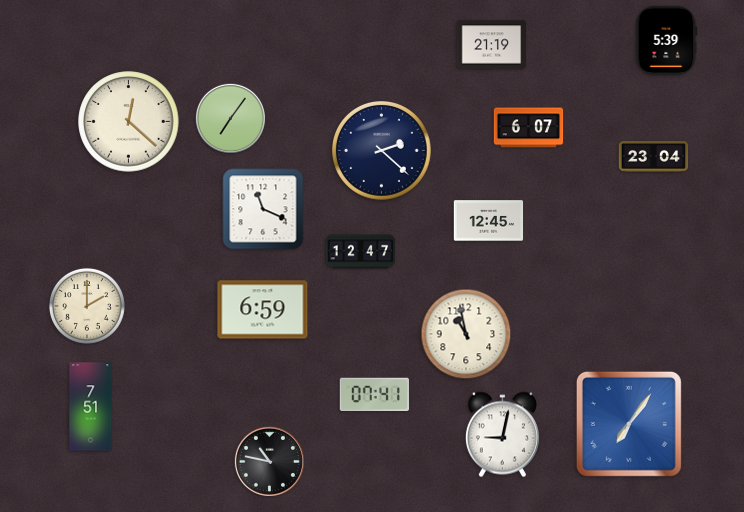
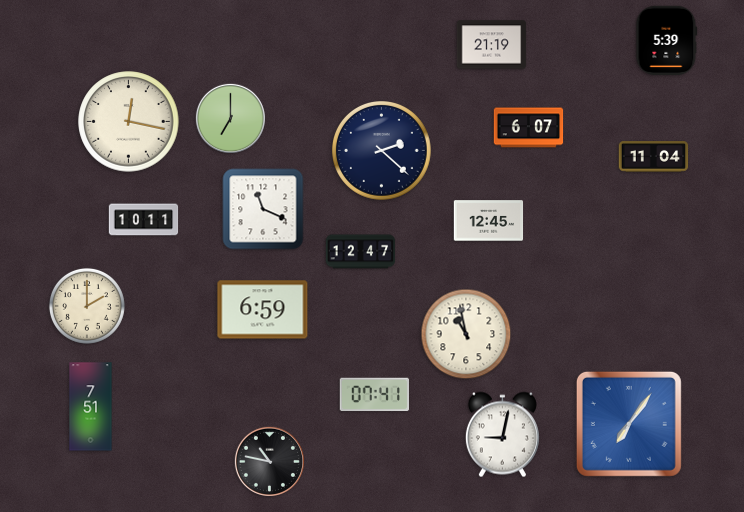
clock at (230, 118): 7:06 -> 7:00
clock at (129, 122): 12:22 -> 12:17
clock at (654, 157): 23:04 -> 11:04
clock at (144, 220): none -> 10:11
